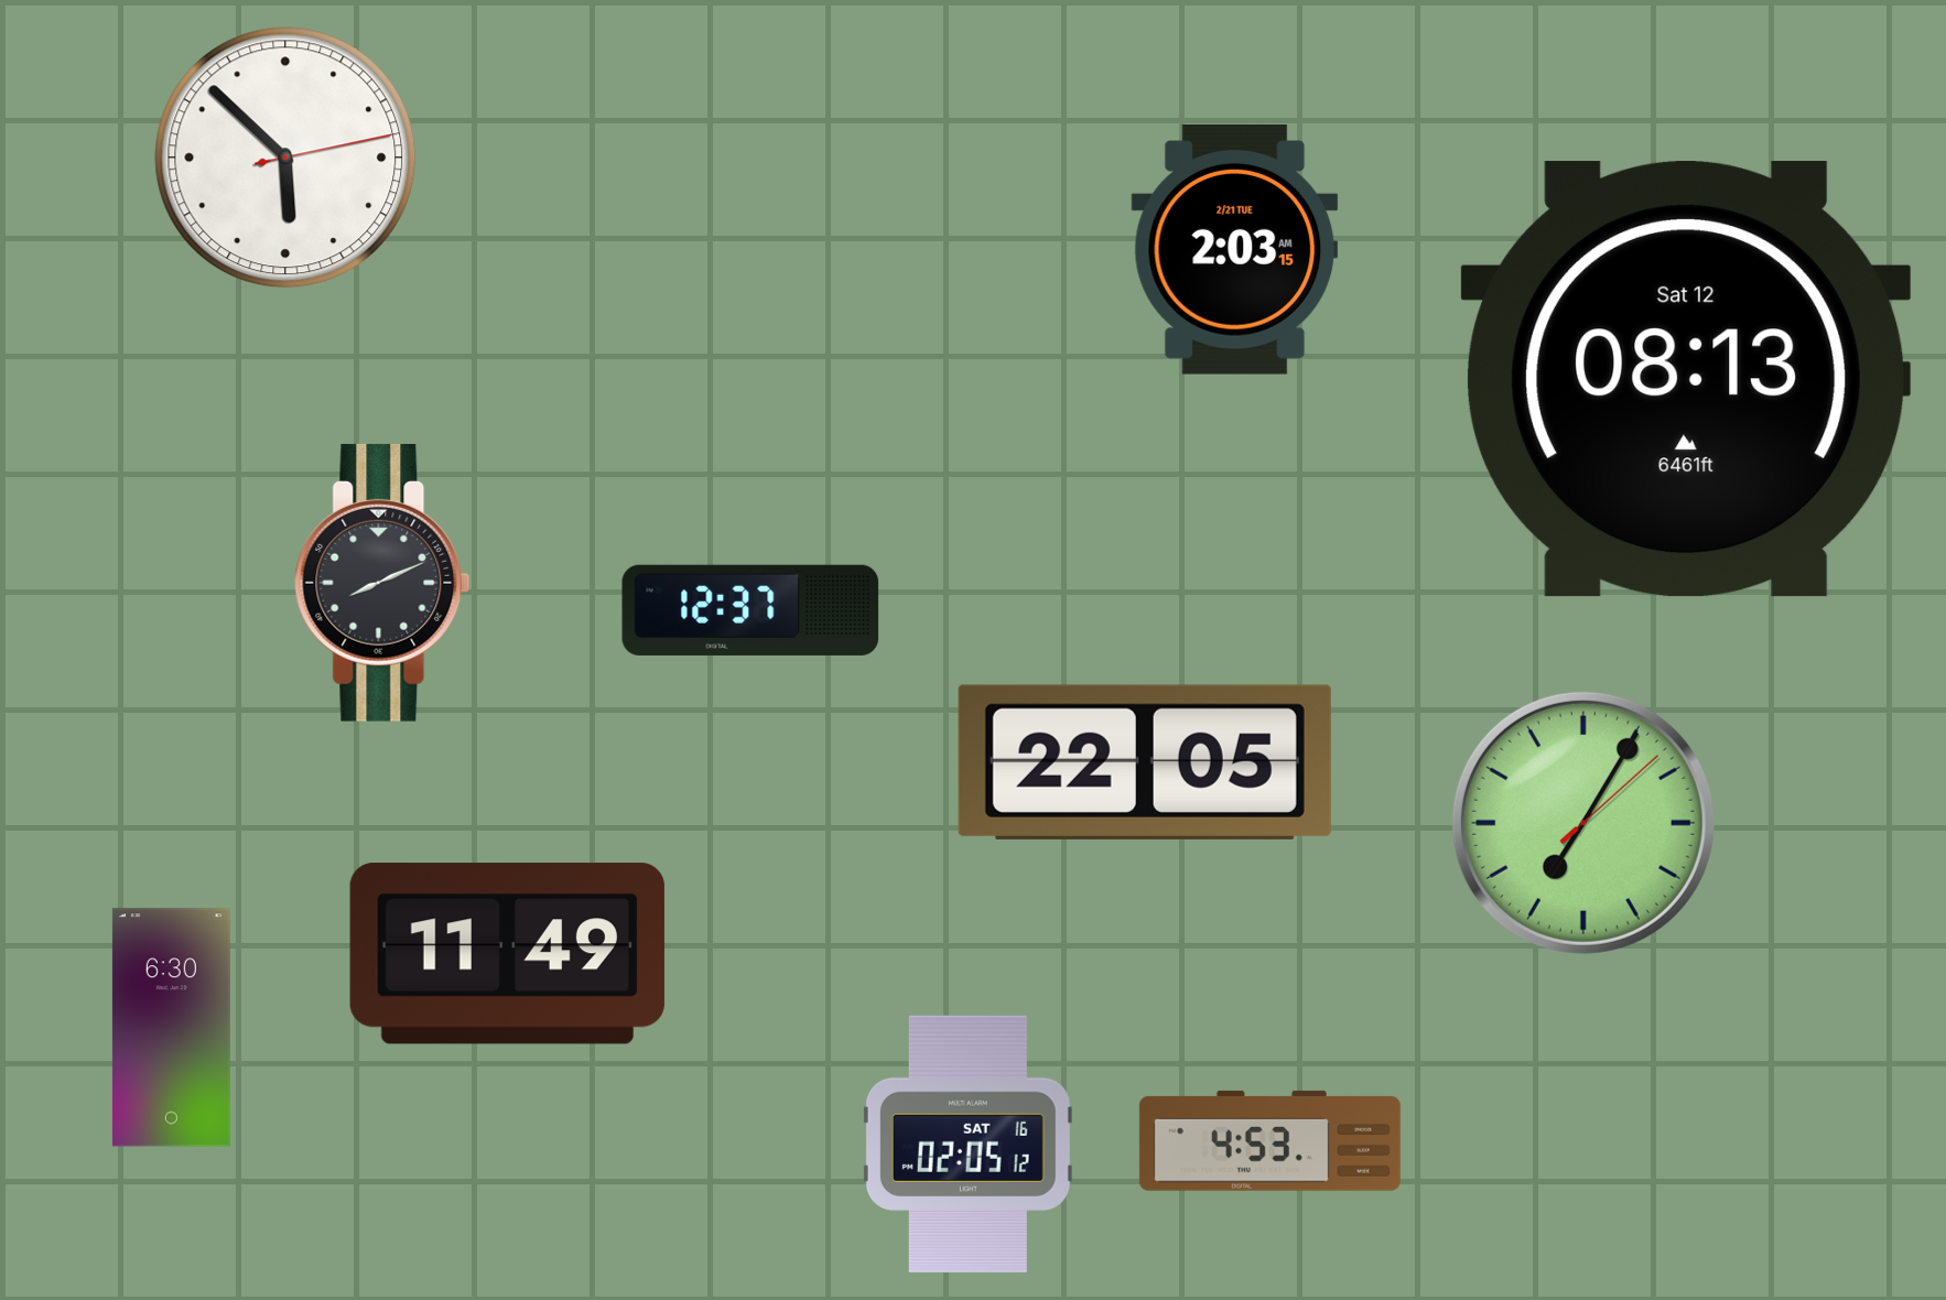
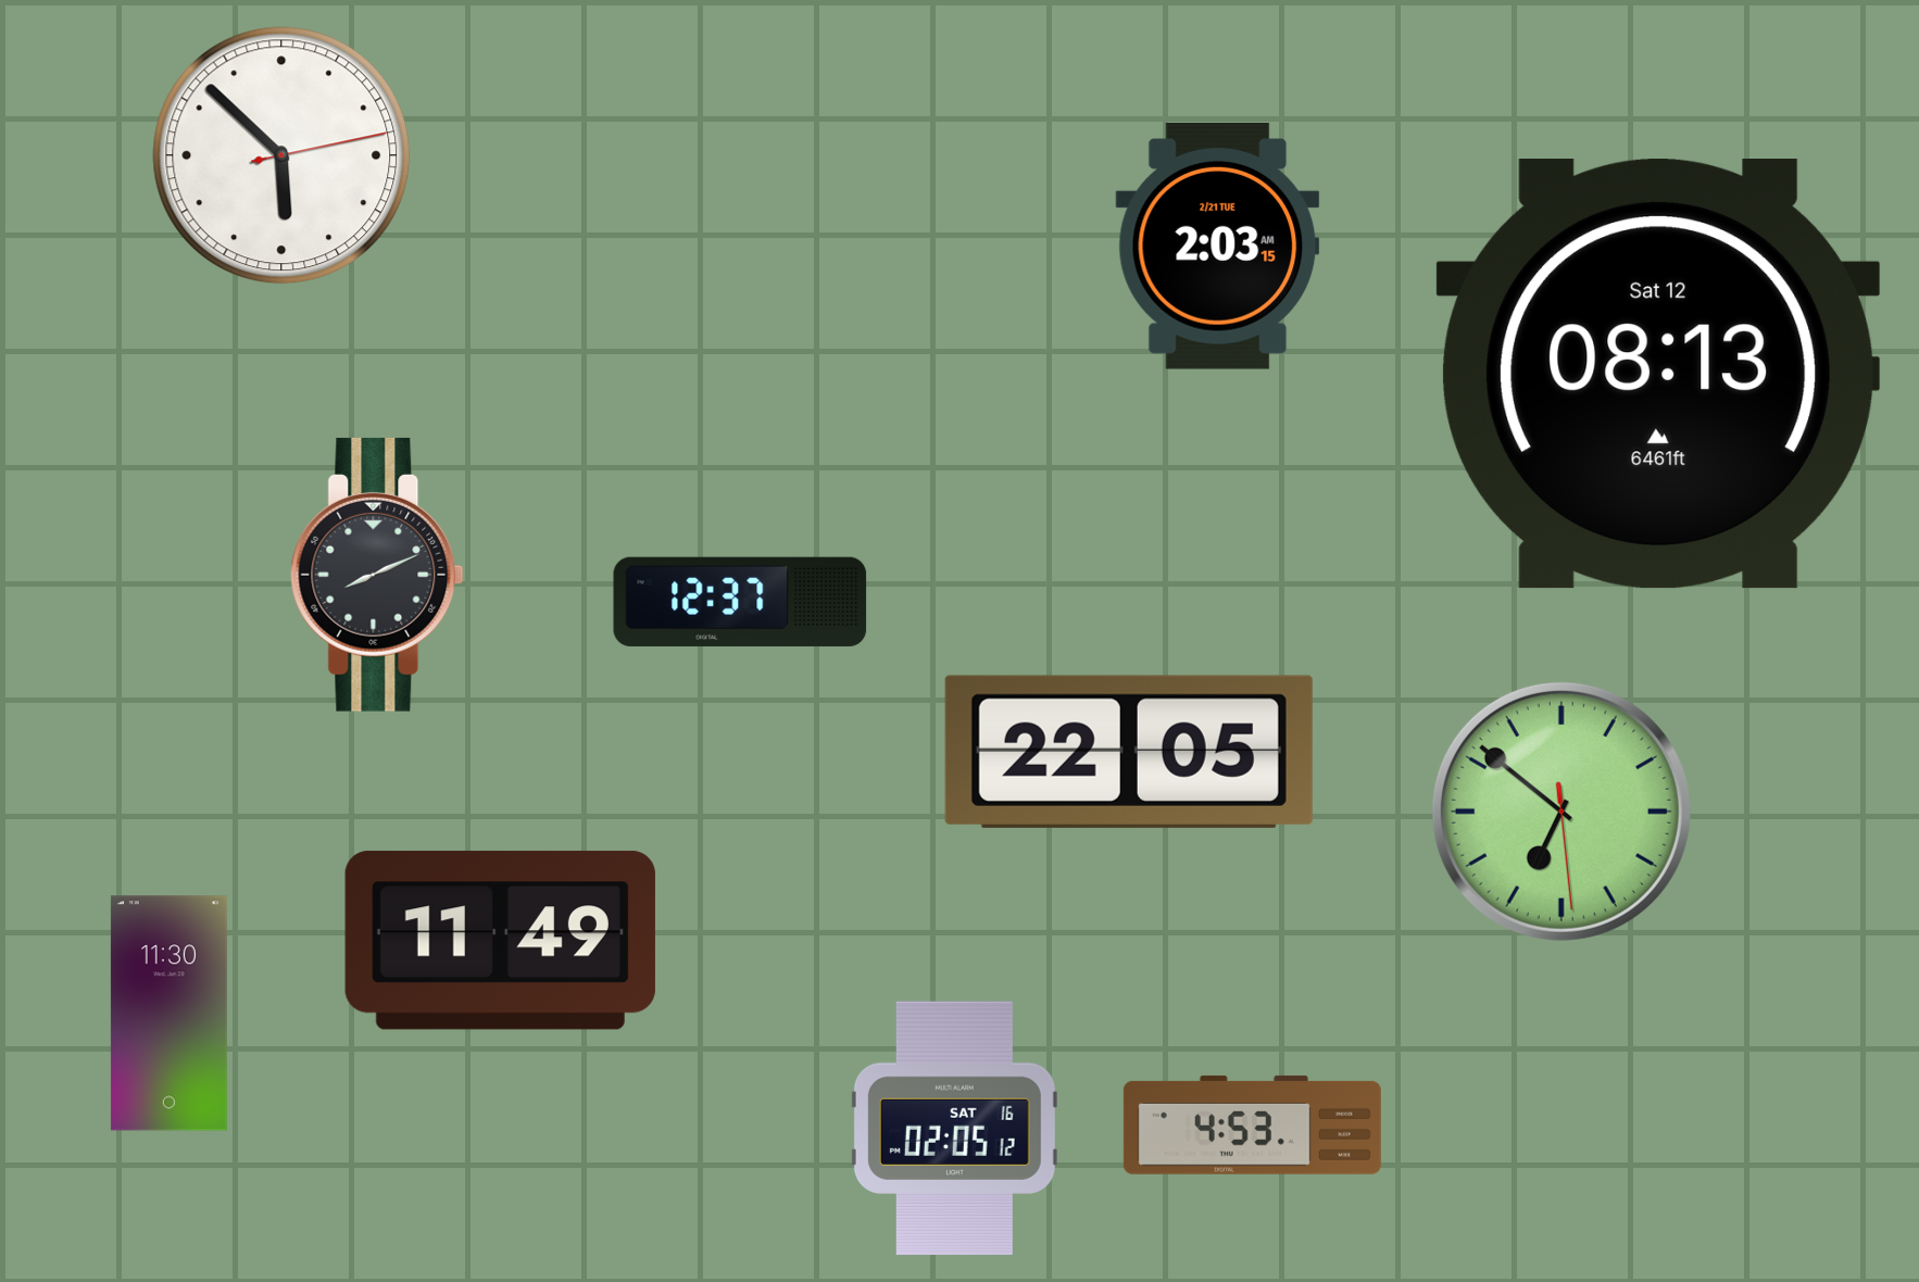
clock at (1686, 379) position: (1686, 379) -> (1658, 374)
clock at (1583, 823): 7:05 -> 6:51
clock at (171, 1028): 6:30 -> 11:30
